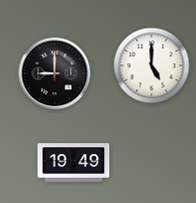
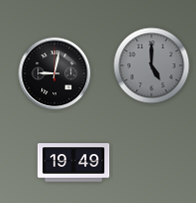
clock at (152, 66) dial: white -> grey
clock at (55, 74): 9:00 -> 9:02
